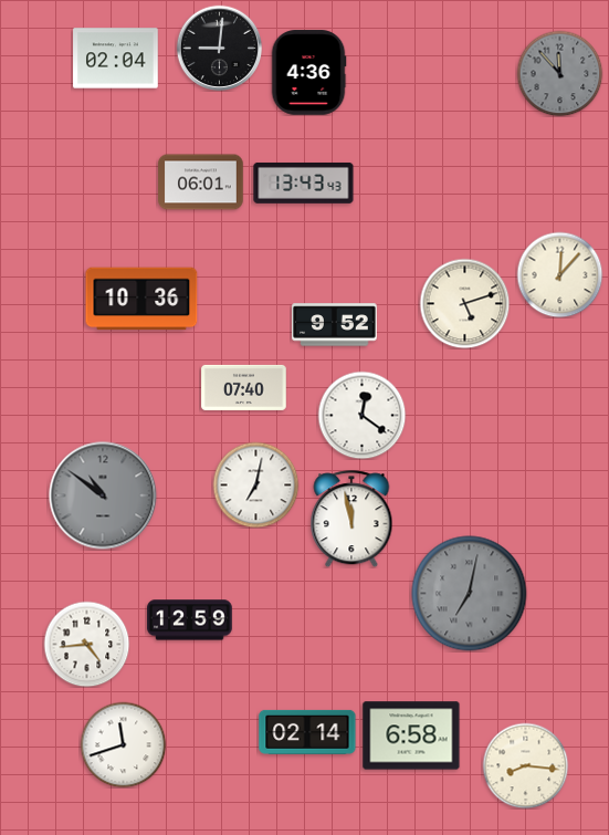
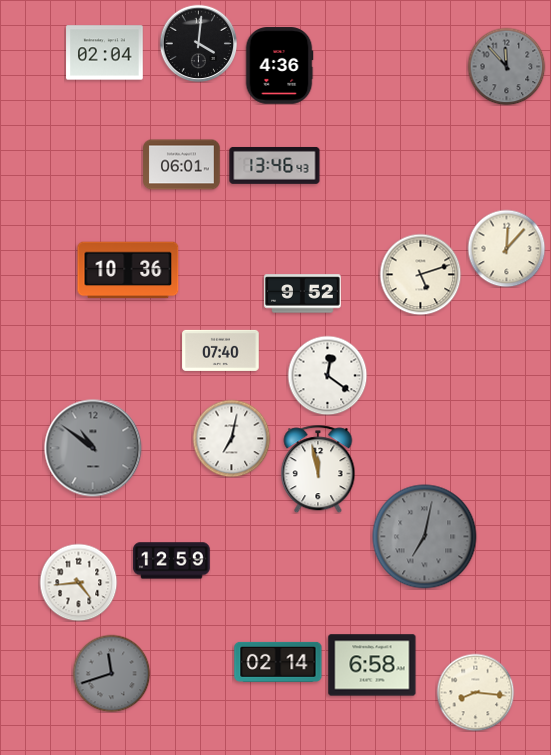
clock at (219, 48): 9:01 -> 4:01
clock at (304, 182): 13:43 -> 13:46
clock at (123, 744) dial: white -> grey
